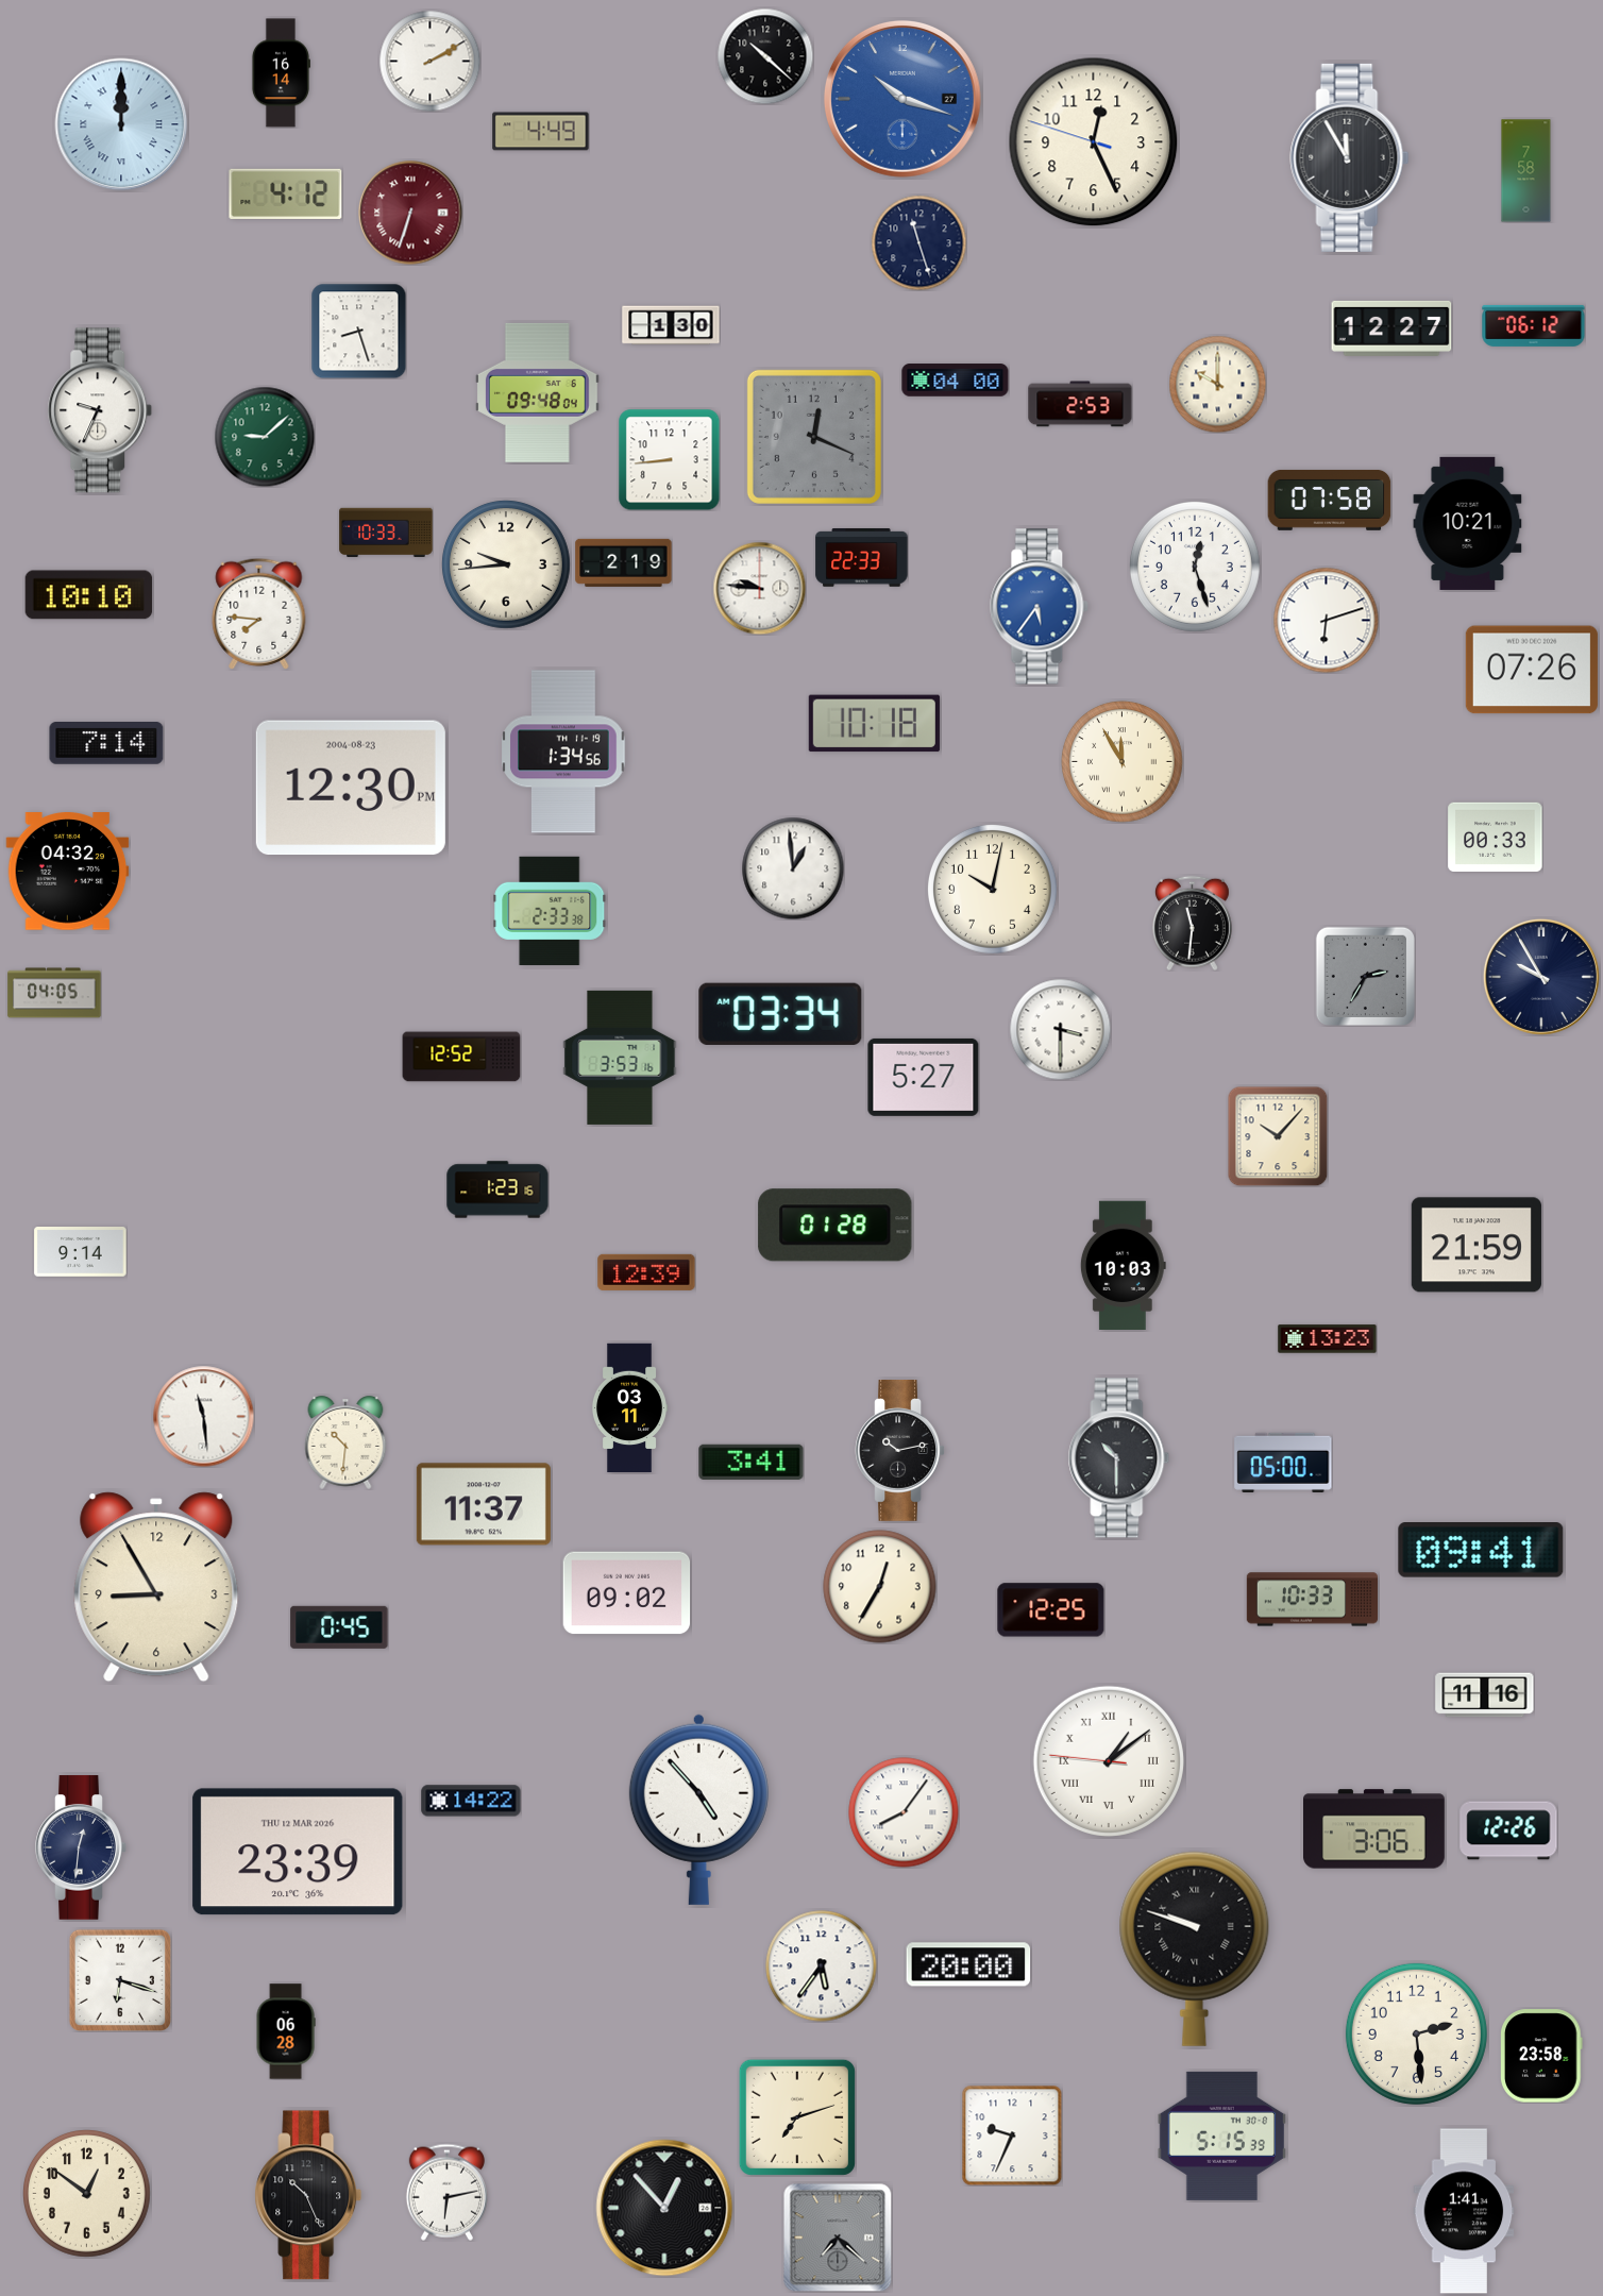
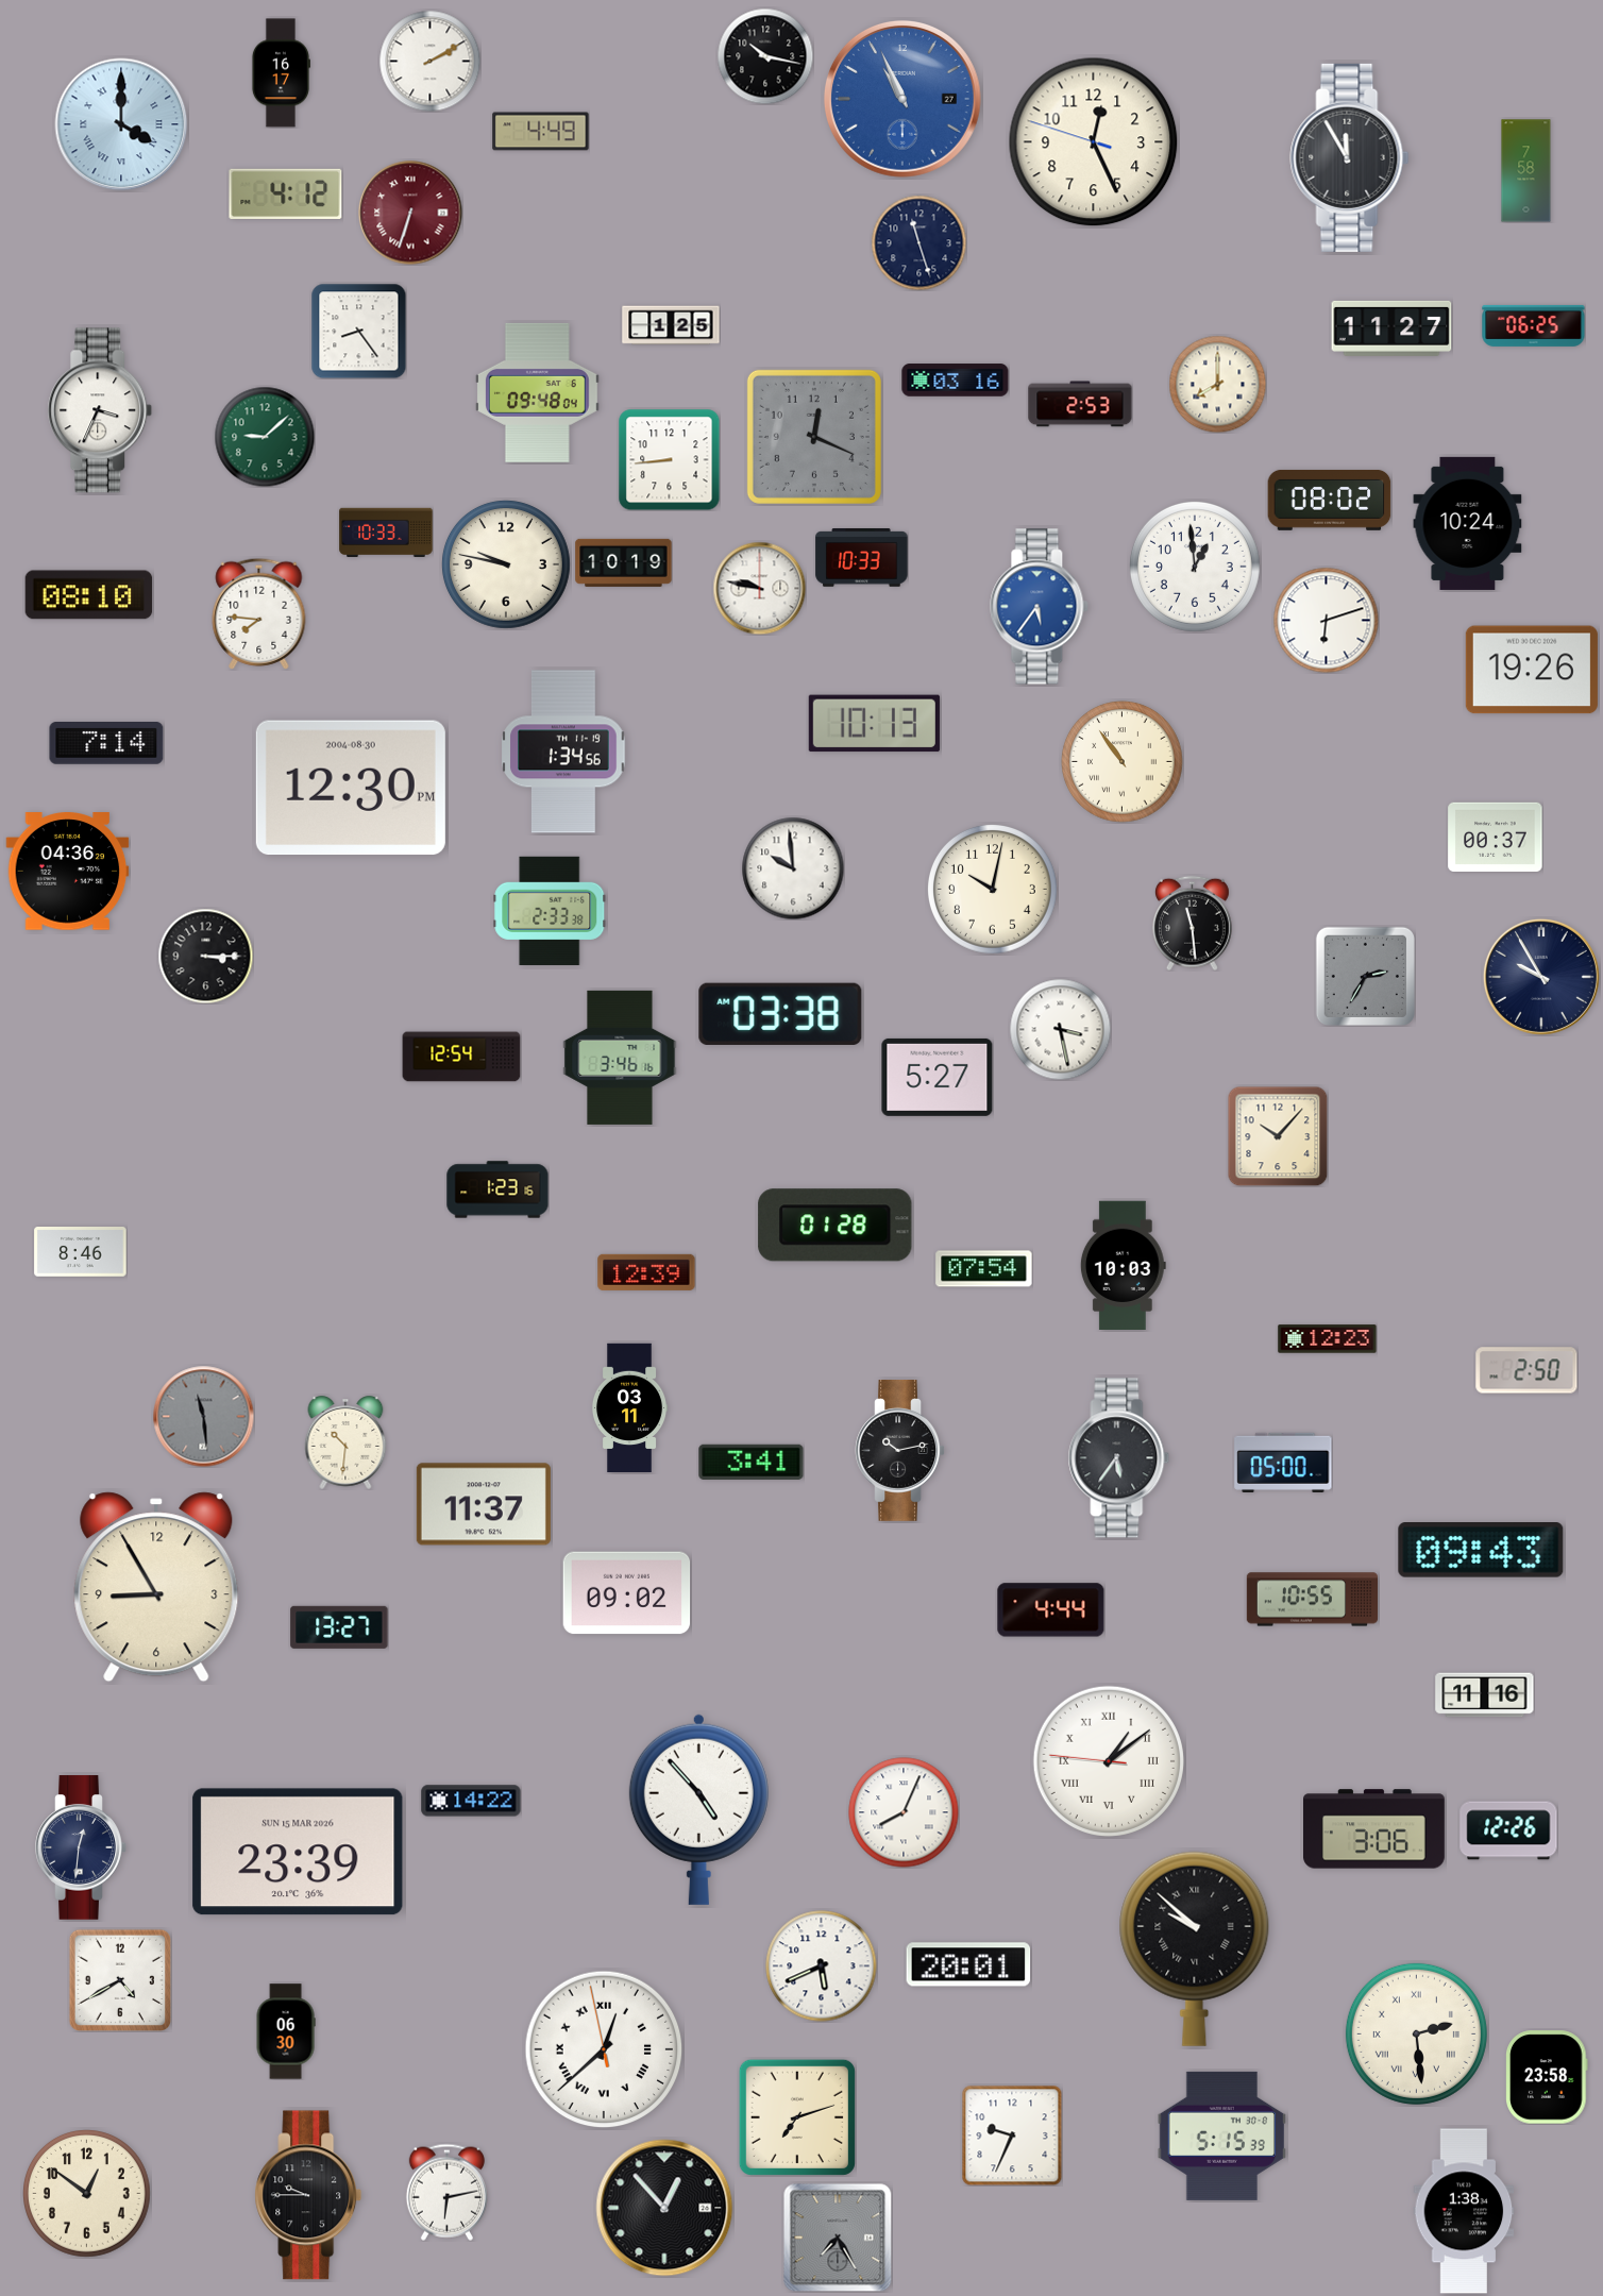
clock at (765, 56): 10:22 -> 10:17
clock at (281, 73): 16:14 -> 16:17
clock at (902, 99): 10:18 -> 10:56
clock at (121, 124): 12:00 -> 4:00
clock at (671, 325): 1:30 -> 1:25
clock at (1534, 325): 06:12 -> 06:25
clock at (1391, 328): 12:27 -> 11:27
clock at (358, 331): 8:27 -> 8:24
clock at (956, 381): 04:00 -> 03:16
clock at (1217, 384): 10:00 -> 8:00
clock at (100, 410): 9:34 -> 3:34
clock at (1330, 500): 07:58 -> 08:02
clock at (1468, 523): 10:21 -> 10:24
clock at (862, 558): 22:33 -> 10:33
clock at (624, 562): 2:19 -> 10:19
clock at (506, 564): 9:44 -> 9:47
clock at (1195, 567): 12:27 -> 12:59
clock at (759, 588): 9:46 -> 9:47
clock at (89, 595): 10:10 -> 08:10
clock at (1532, 670): 07:26 -> 19:26
clock at (874, 724): 10:18 -> 10:13
clock at (1123, 762): 11:55 -> 10:54
clock at (351, 788) date: 2004-08-23 -> 2004-08-30
clock at (1496, 837): 00:33 -> 00:37
clock at (793, 868): 12:59 -> 9:59
clock at (68, 872): 04:32 -> 04:36
clock at (1192, 923): 11:31 -> 11:29
clock at (205, 956): none -> 3:15
clock at (54, 993): 04:05 -> none
clock at (780, 1014): 03:34 -> 03:38
clock at (1060, 1029): 3:30 -> 3:28
clock at (461, 1057): 12:52 -> 12:54
clock at (620, 1058): 3:53 -> 3:46
clock at (924, 1077) position: (924, 1077) -> (938, 1077)
clock at (1477, 1245): 21:59 -> none
clock at (81, 1252): 9:14 -> 8:46
clock at (984, 1269): none -> 07:54
clock at (1328, 1339): 13:23 -> 12:23
clock at (1526, 1370): none -> 2:50
clock at (203, 1416) dial: white -> grey
clock at (1119, 1458): 10:30 -> 5:36
clock at (1481, 1551): 09:41 -> 09:43
clock at (880, 1587): 12:35 -> none
clock at (1312, 1600): 10:33 -> 10:55
clock at (1051, 1610): 12:25 -> 4:44
clock at (339, 1627): 0:45 -> 13:27
clock at (904, 1812): 8:06 -> 8:04
clock at (298, 1852) date: THU 12 MAR 2026 -> SUN 15 MAR 2026
clock at (1195, 1948): 9:48 -> 9:52
clock at (968, 1964): 20:00 -> 20:01
clock at (822, 1966): 5:36 -> 5:41
clock at (120, 1980): 6:18 -> 4:40
clock at (286, 2031): 06:28 -> 06:30
clock at (1416, 2033) numerals: Arabic -> Roman
clock at (604, 2049): none -> 12:37
clock at (1542, 2056) position: (1542, 2056) -> (1548, 2077)
clock at (308, 2195): 10:26 -> 9:45
clock at (1464, 2211): 1:41 -> 1:38
clock at (838, 2238): 7:22 -> 7:25
